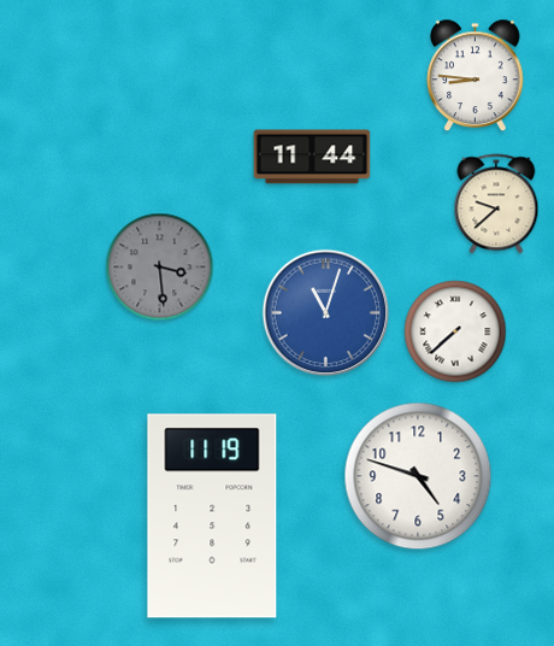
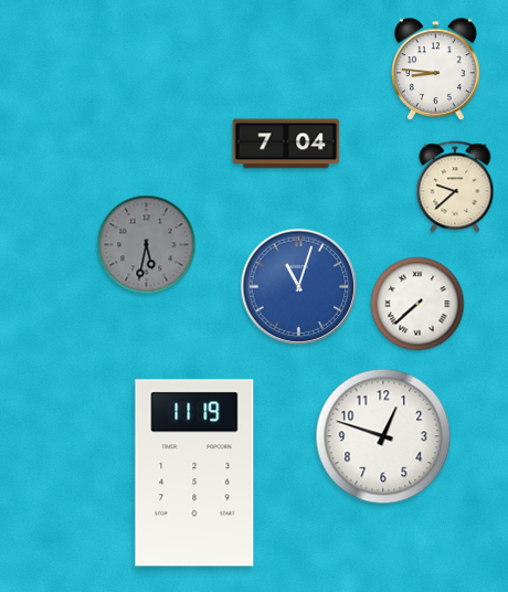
clock at (312, 157): 11:44 -> 7:04
clock at (160, 268): 3:29 -> 5:32
clock at (418, 476): 4:48 -> 12:48
